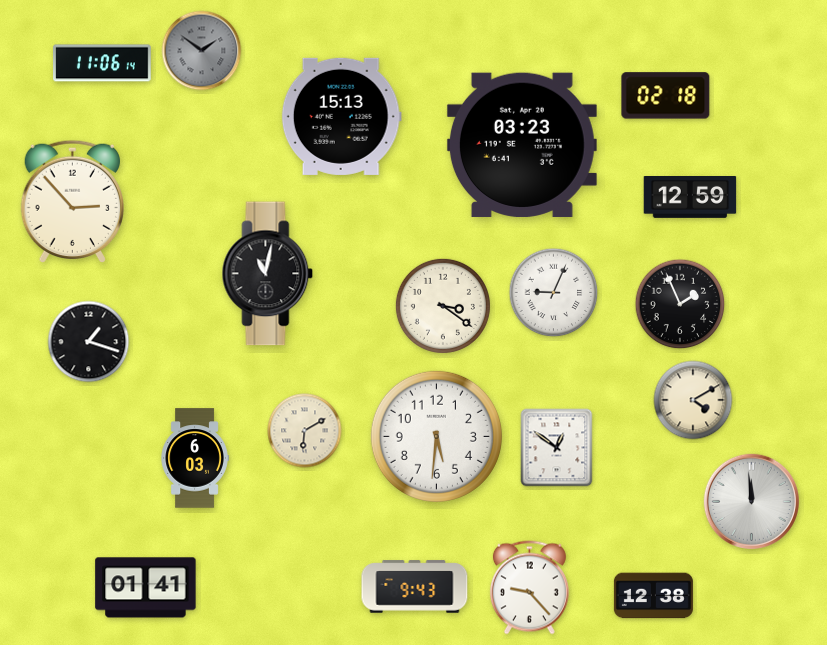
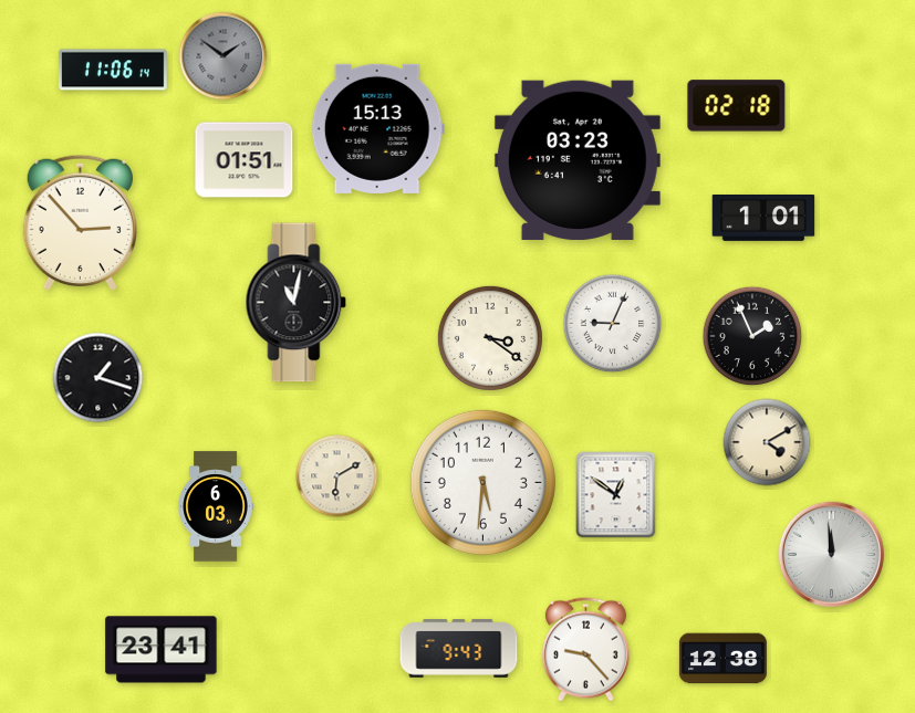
clock at (245, 160): none -> 01:51
clock at (690, 198): 12:59 -> 1:01
clock at (146, 588): 01:41 -> 23:41
